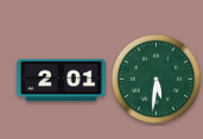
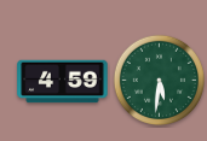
clock at (62, 81): 2:01 -> 4:59
